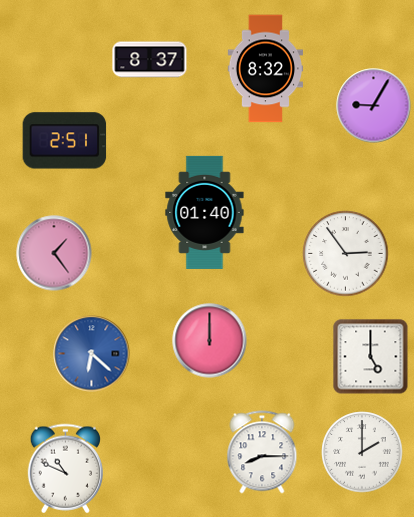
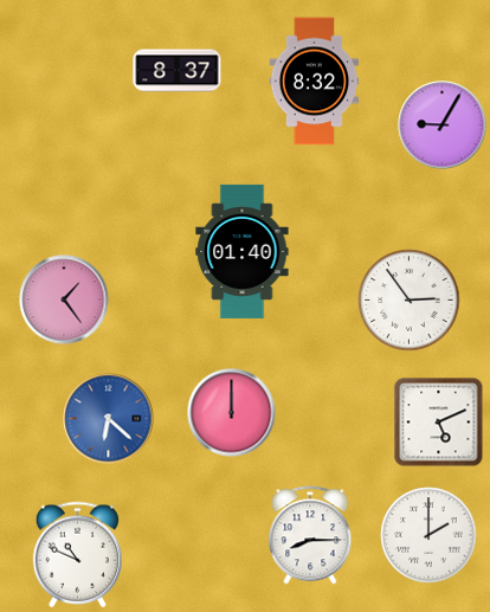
clock at (65, 141): 2:51 -> none
clock at (210, 341) position: (210, 341) -> (232, 413)
clock at (371, 357): 5:00 -> 5:11
